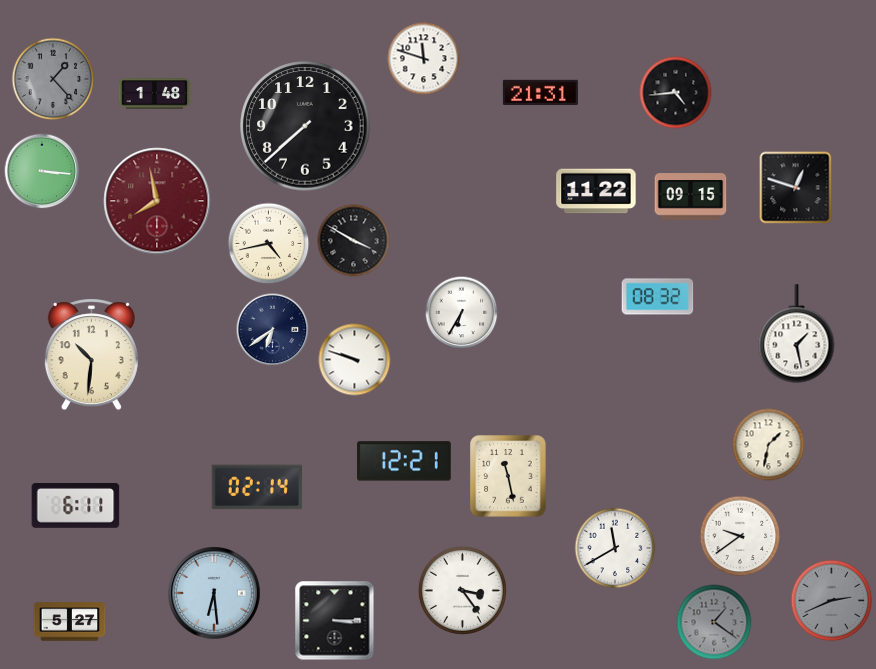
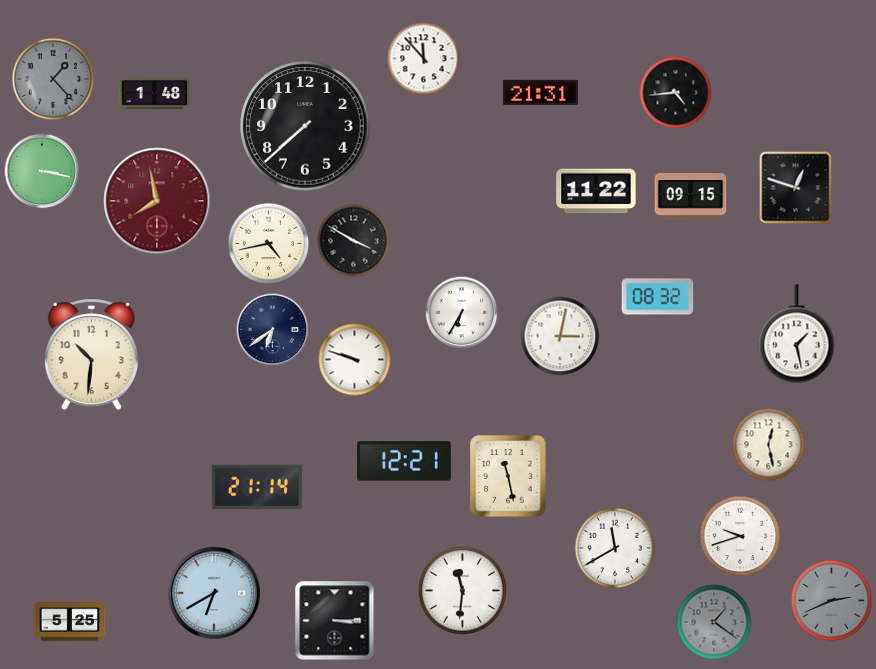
clock at (424, 59): 11:48 -> 11:53
clock at (42, 171): 3:16 -> 3:17
clock at (560, 336): none -> 3:02
clock at (769, 445): 1:32 -> 12:28
clock at (257, 487): 02:14 -> 21:14
clock at (76, 506): 6:11 -> none
clock at (740, 536): 9:39 -> 9:42
clock at (462, 590): 3:24 -> 11:31
clock at (215, 594): 6:29 -> 6:40
clock at (70, 622): 5:27 -> 5:25
